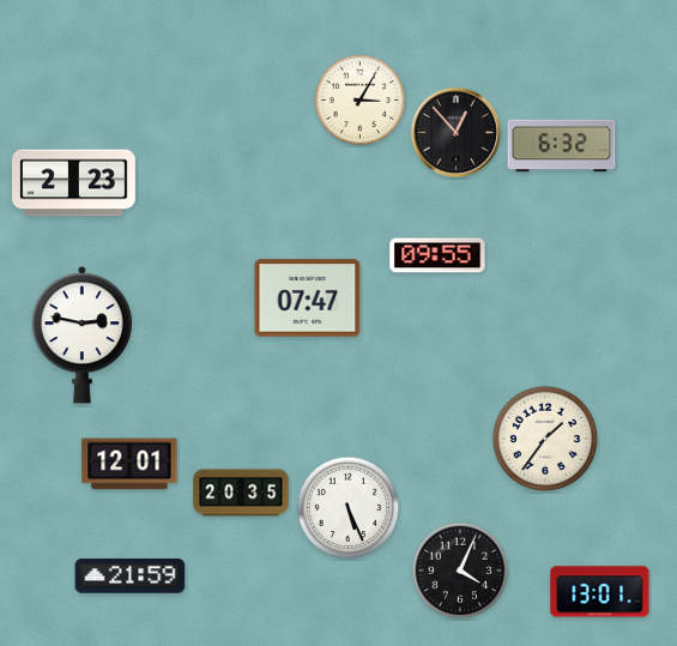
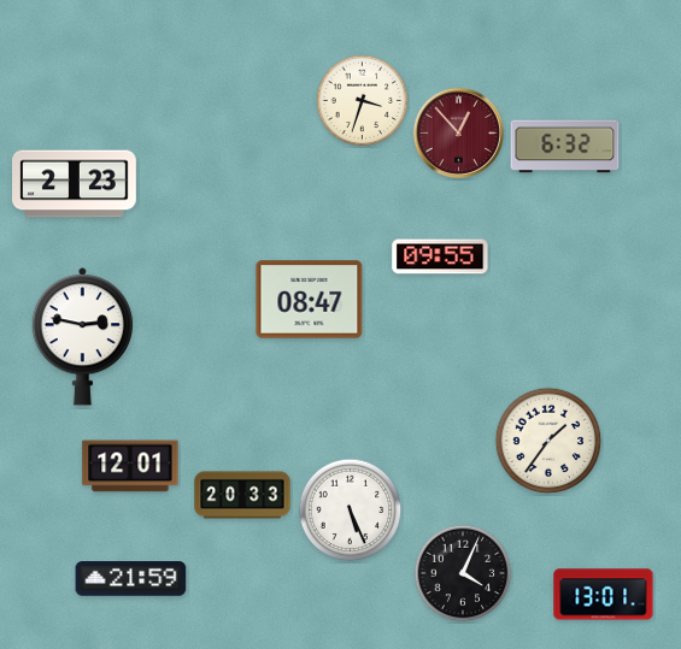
clock at (361, 101): 3:05 -> 3:33
clock at (455, 132) dial: black -> burgundy
clock at (308, 298): 07:47 -> 08:47
clock at (241, 493): 20:35 -> 20:33
